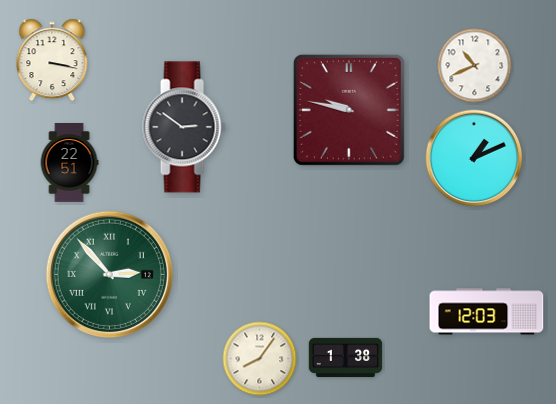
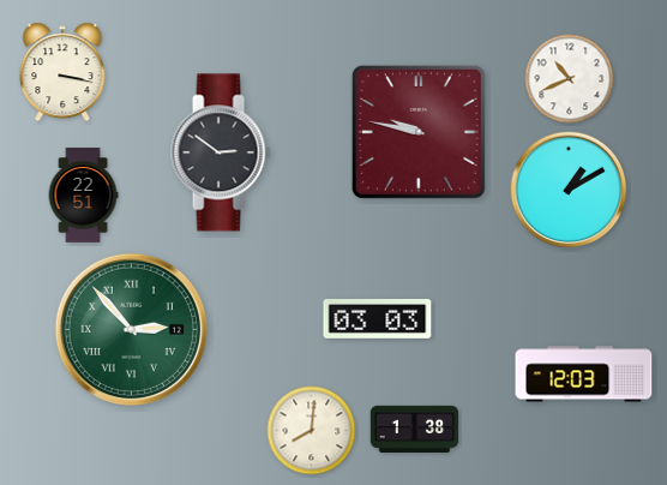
clock at (474, 158): 1:11 -> 1:10
clock at (378, 319): none -> 03:03
clock at (260, 359): 8:06 -> 8:01
